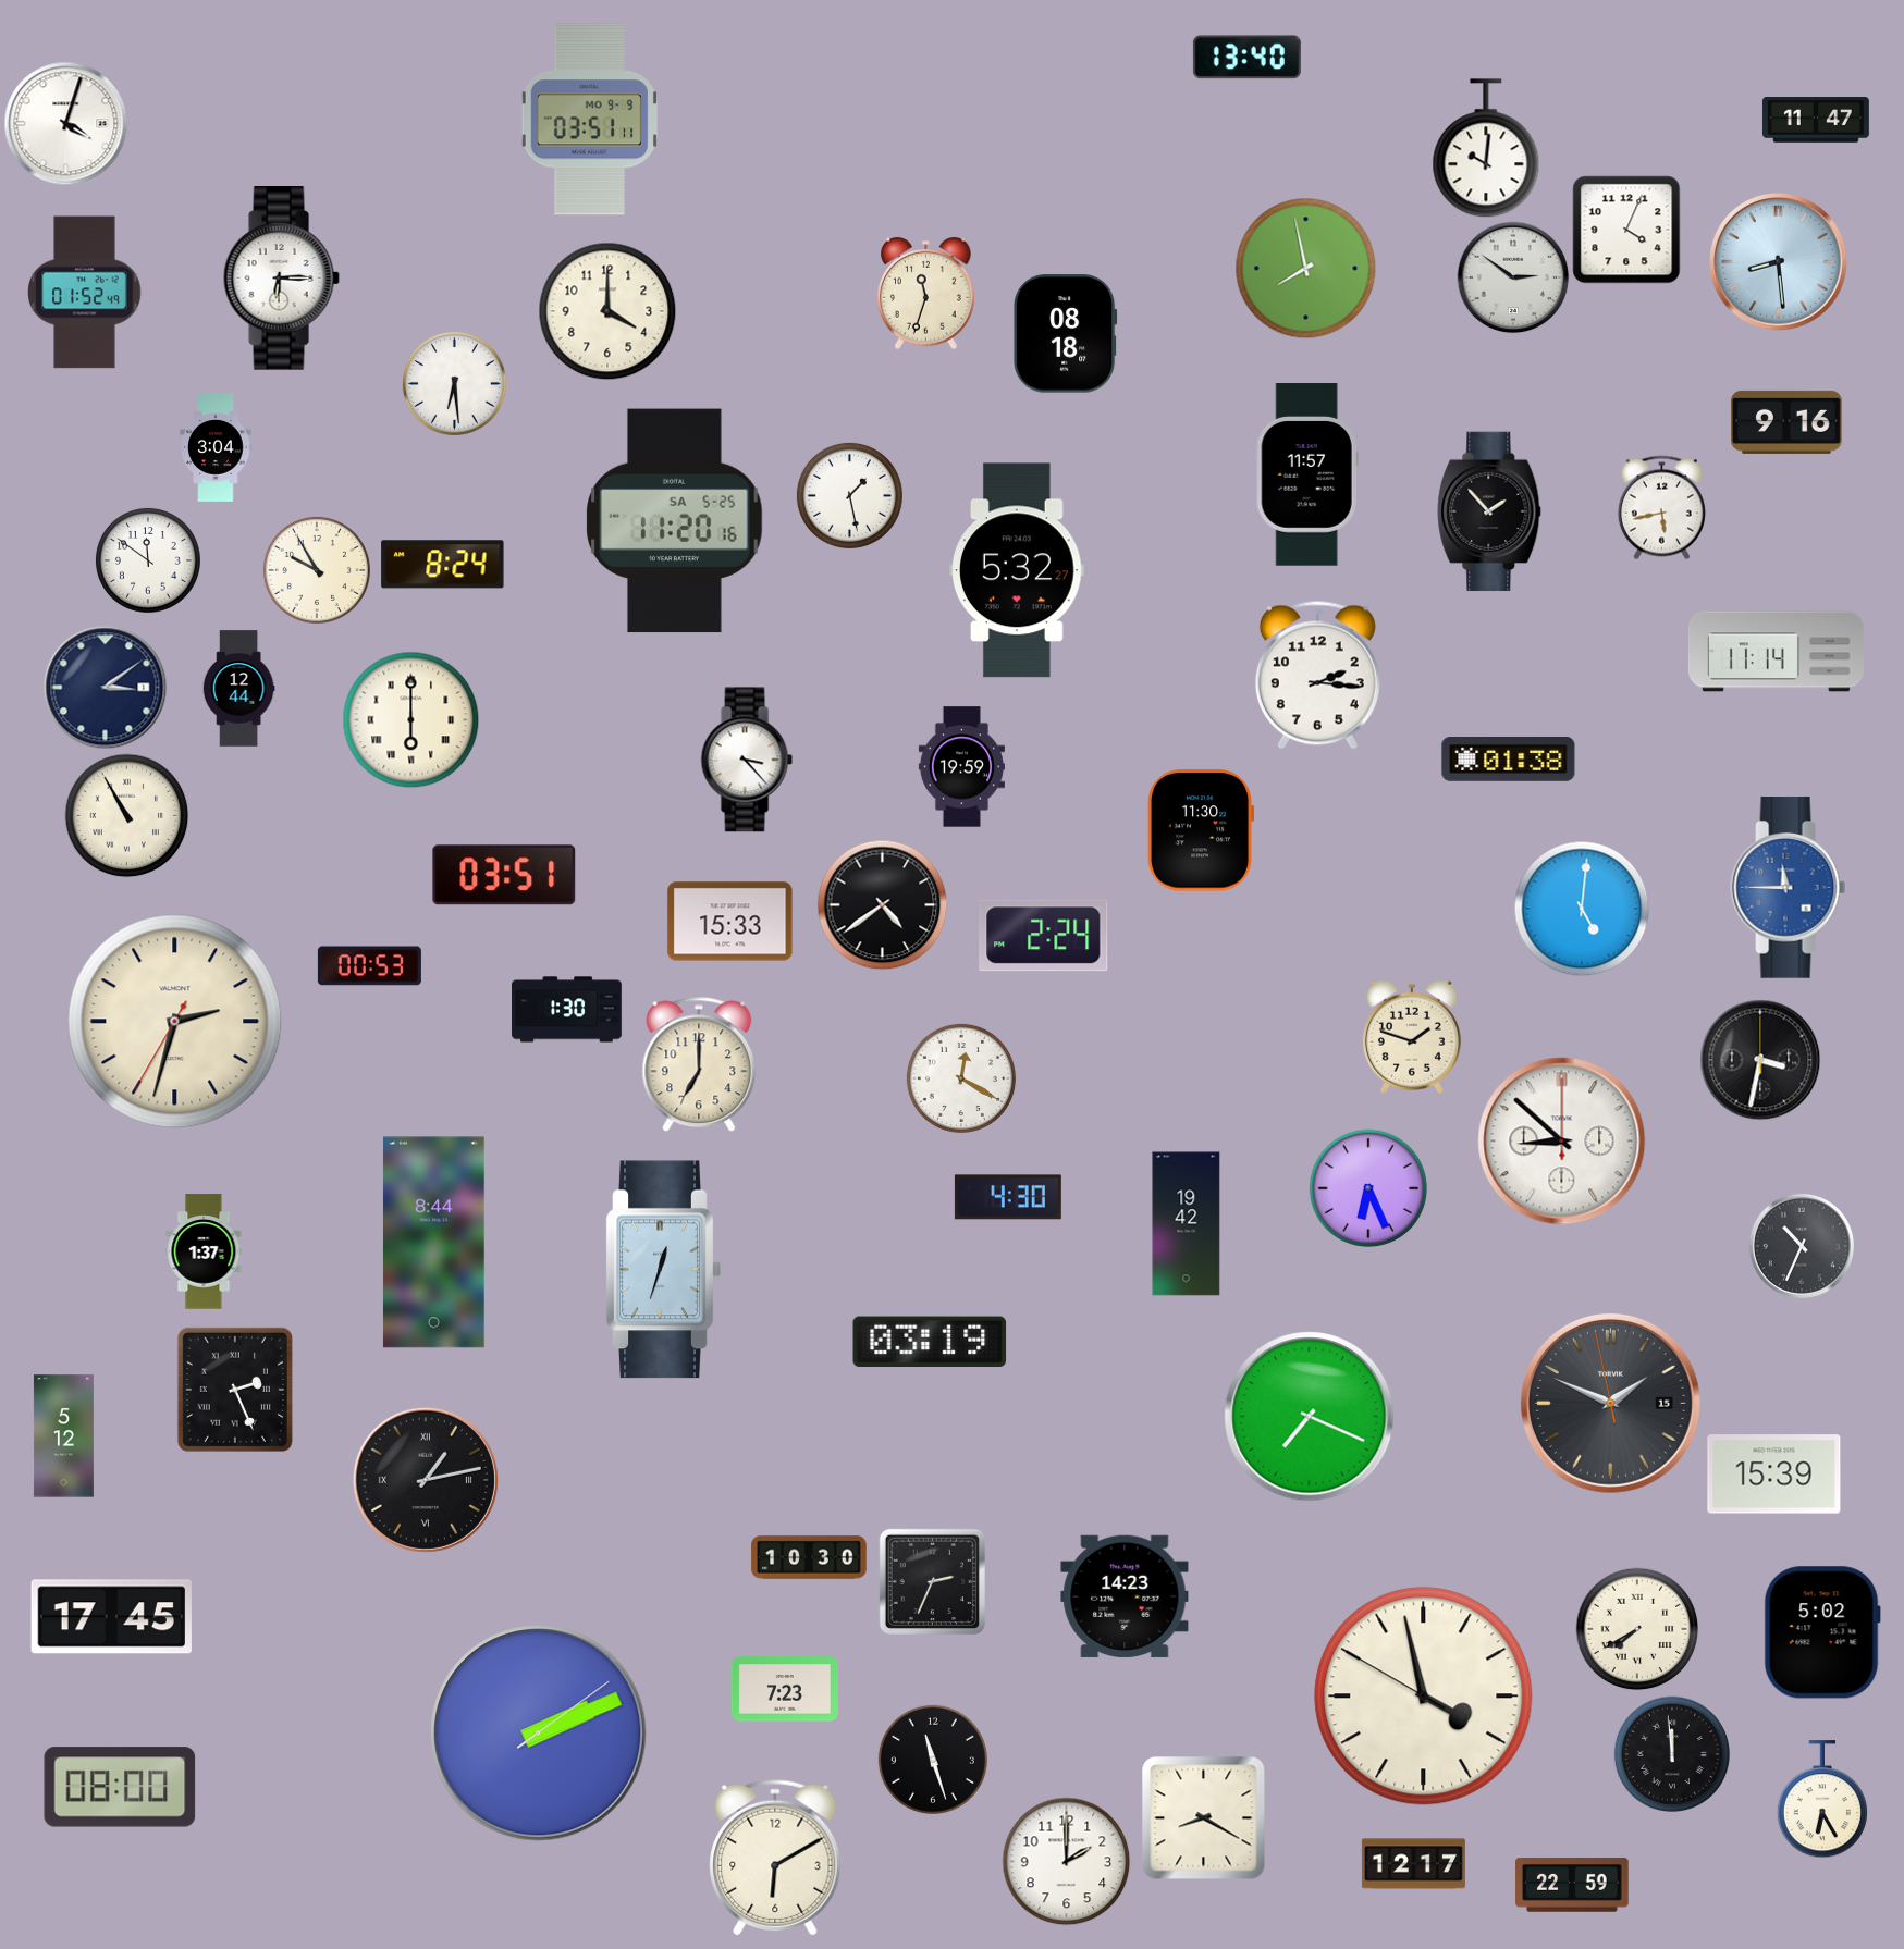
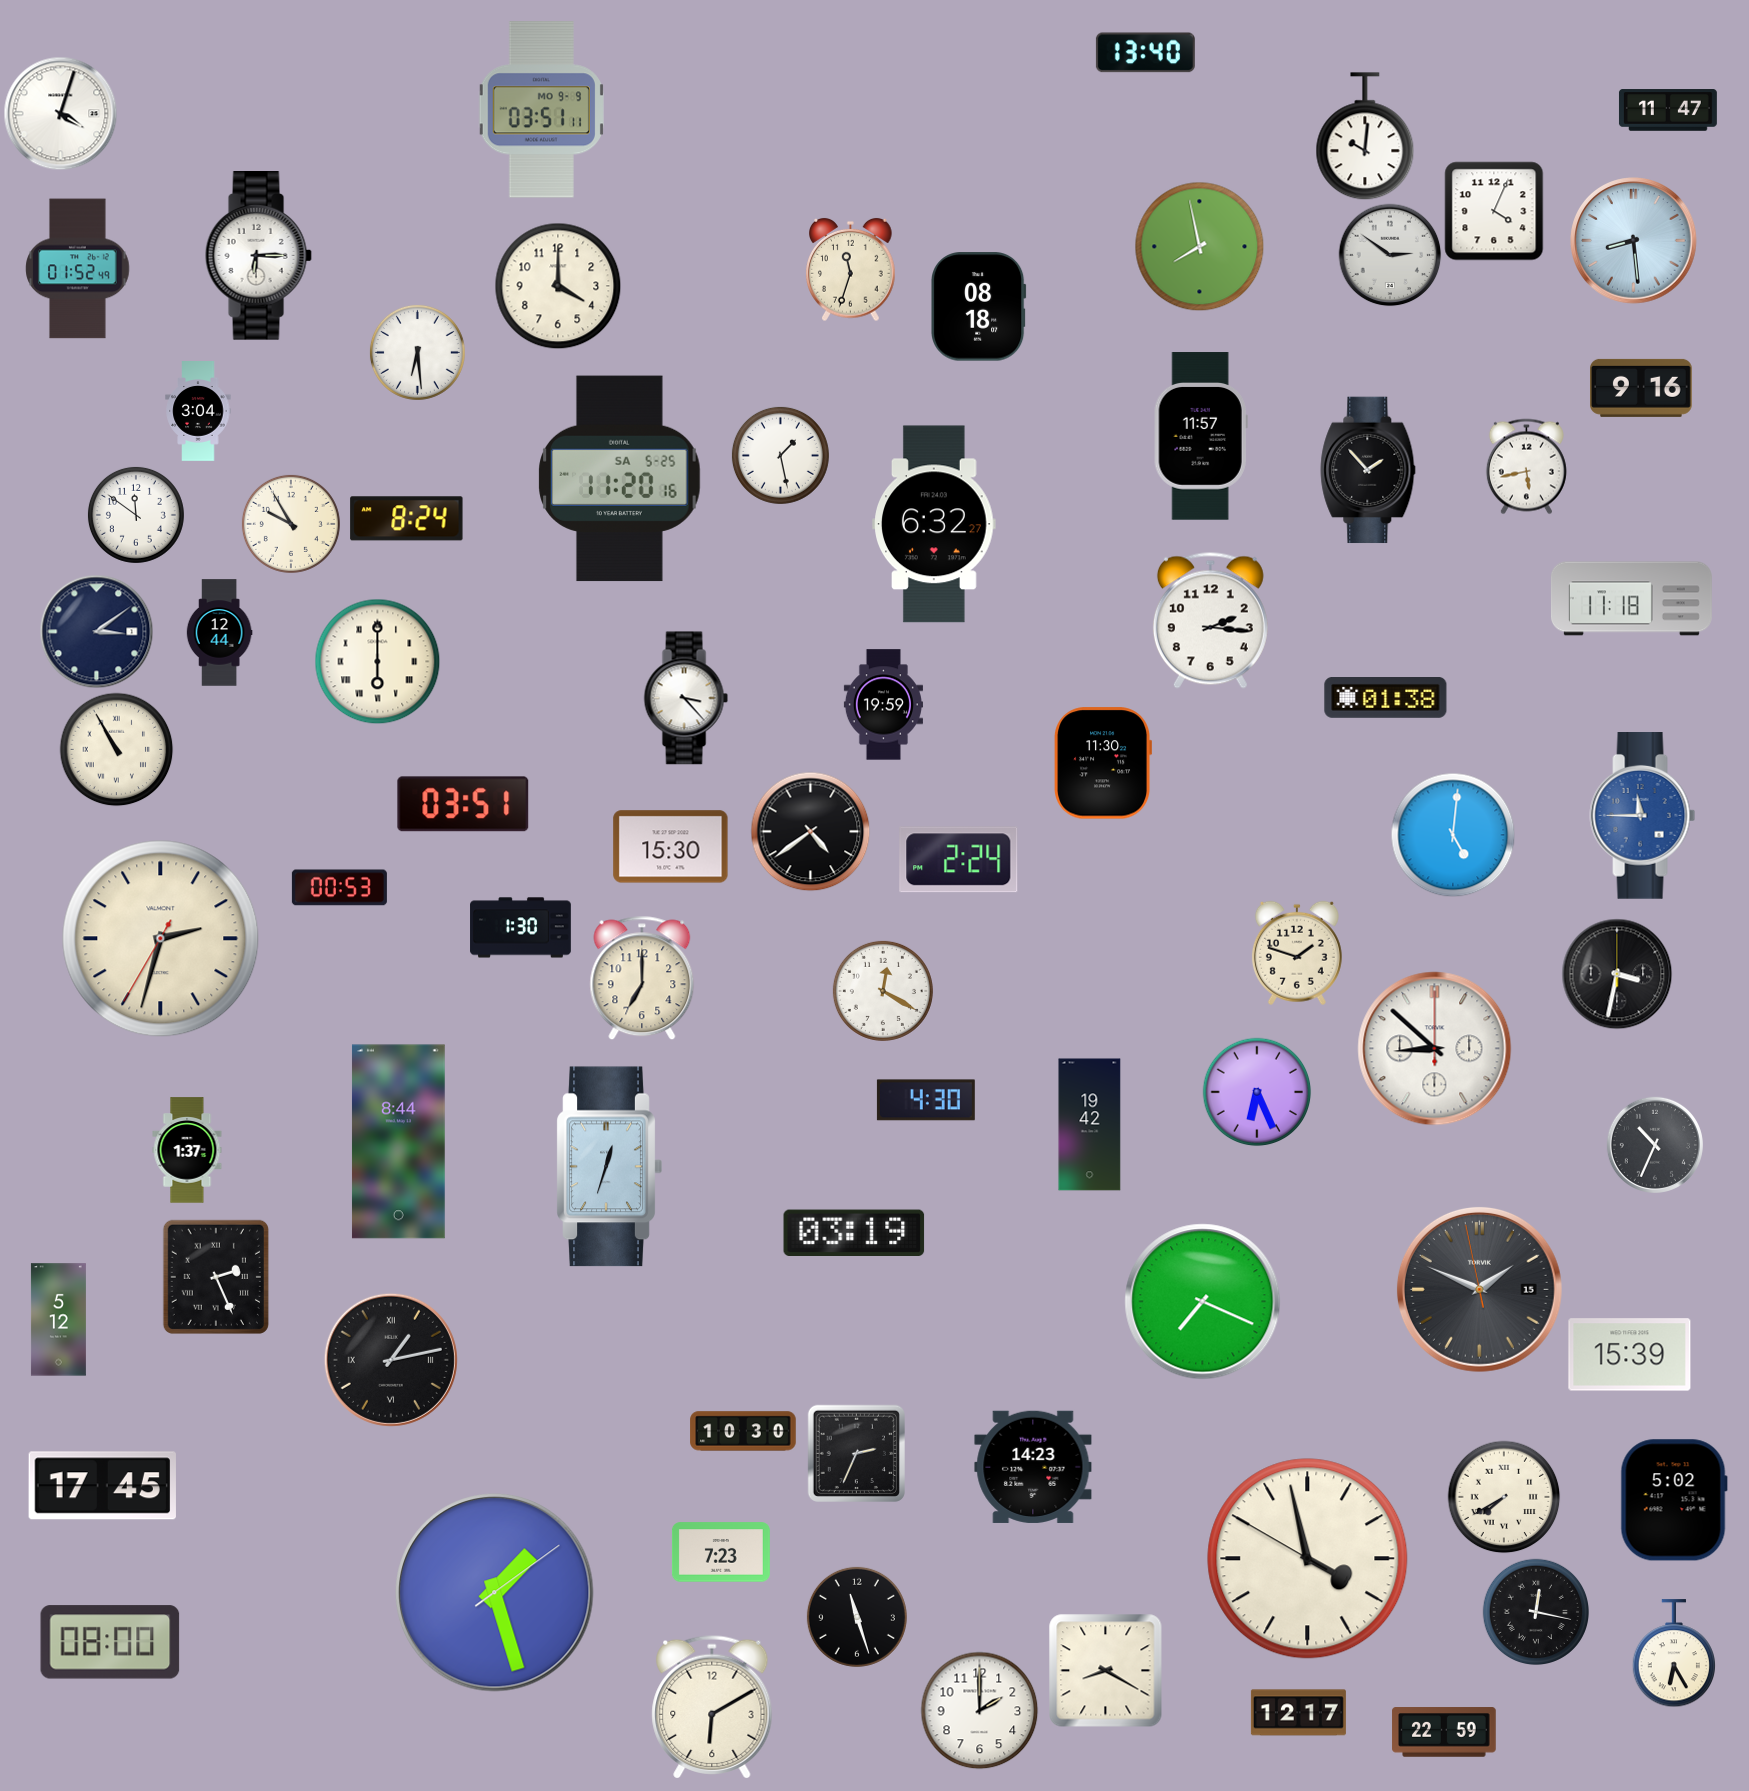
clock at (1017, 570): 5:32 -> 6:32
clock at (1776, 652): 11:14 -> 11:18
clock at (730, 922): 15:33 -> 15:30
clock at (539, 1734): 2:11 -> 1:27
clock at (1671, 1753): 11:59 -> 12:17
